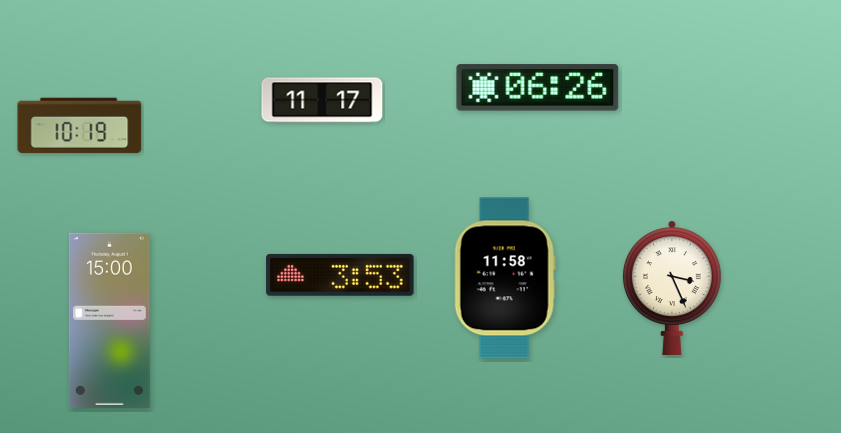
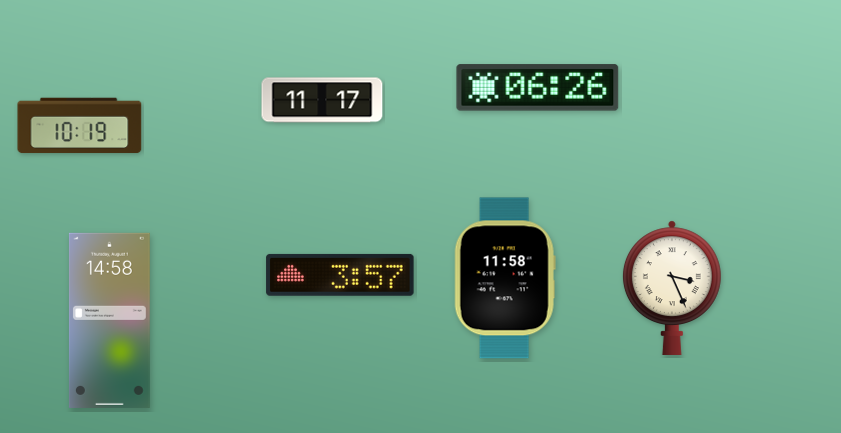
clock at (340, 275): 3:53 -> 3:57
clock at (109, 320): 15:00 -> 14:58
